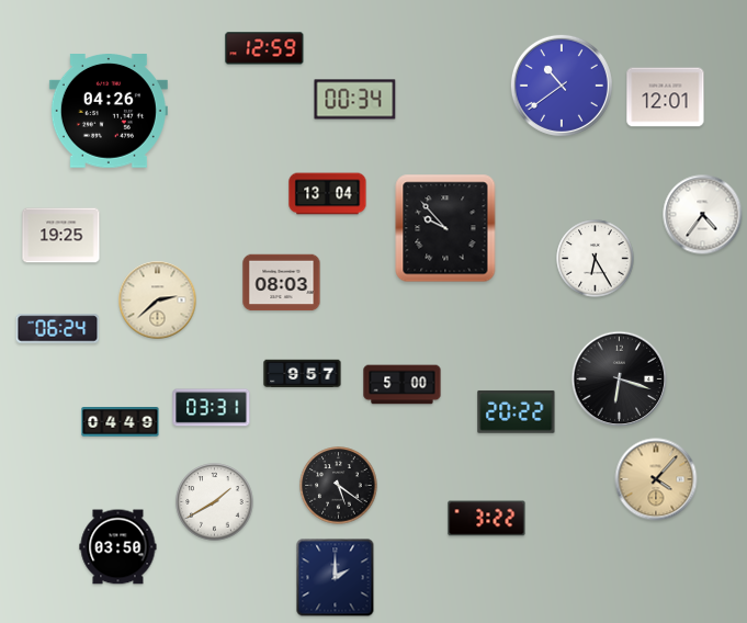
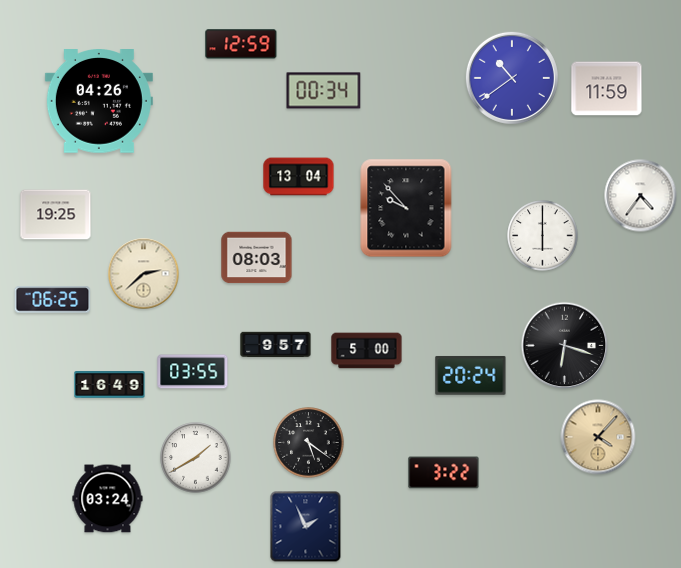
clock at (666, 98): 12:01 -> 11:59
clock at (596, 259): 6:25 -> 6:00
clock at (58, 329): 06:24 -> 06:25
clock at (303, 374) position: (303, 374) -> (276, 345)
clock at (212, 408): 03:31 -> 03:55
clock at (517, 411): 20:22 -> 20:24
clock at (121, 422): 04:49 -> 16:49
clock at (118, 547): 03:50 -> 03:24
clock at (336, 578): 2:00 -> 1:56
